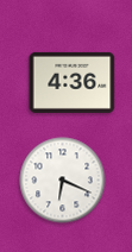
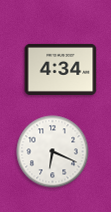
clock at (73, 82): 4:36 -> 4:34
